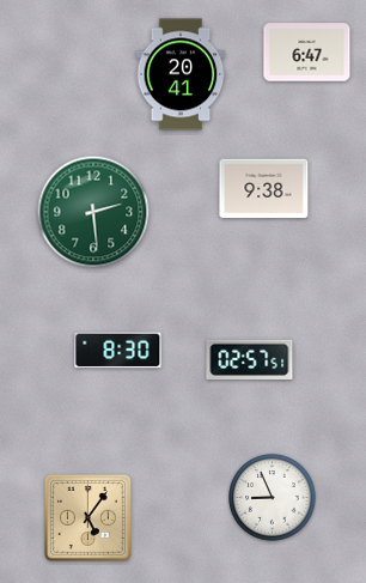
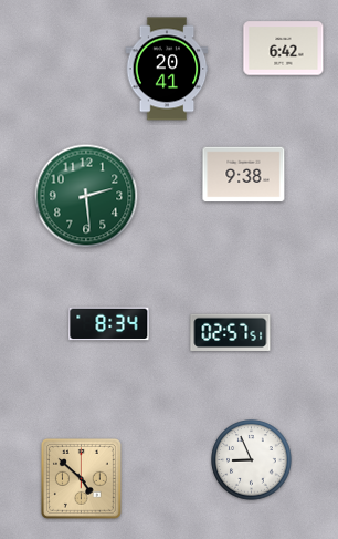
clock at (307, 53): 6:47 -> 6:42
clock at (118, 351): 8:30 -> 8:34
clock at (87, 517): 5:06 -> 4:52
